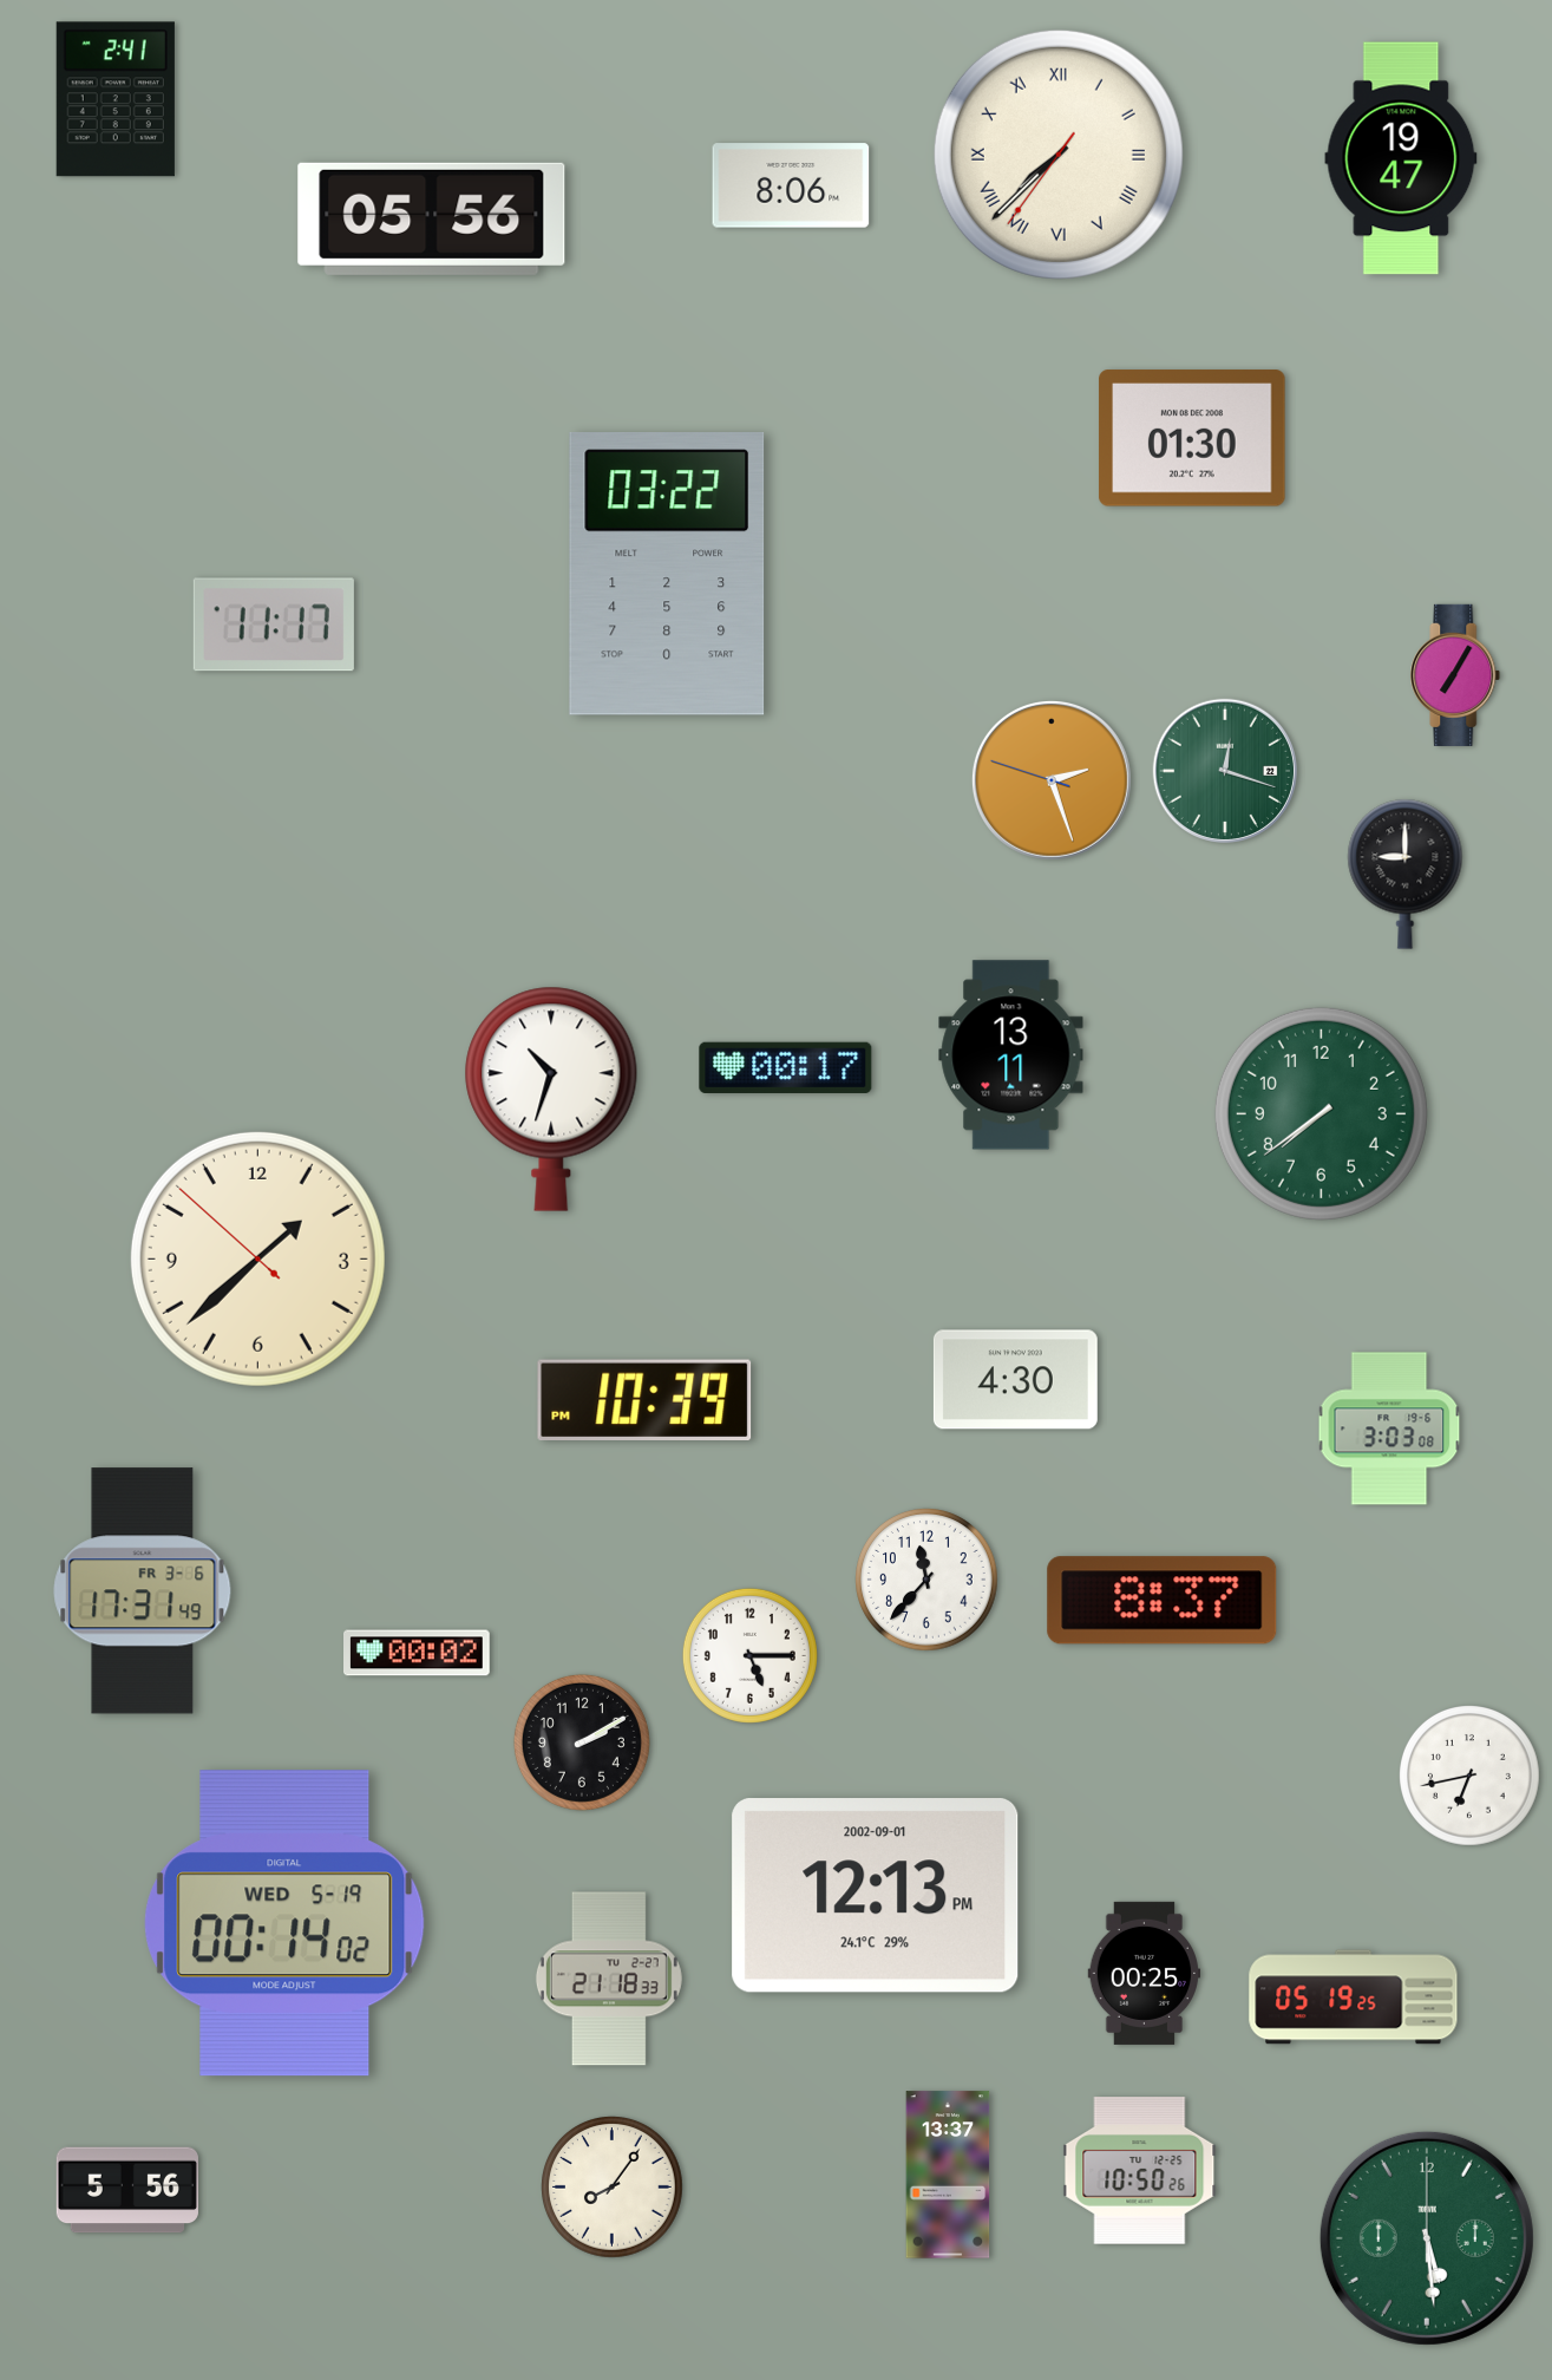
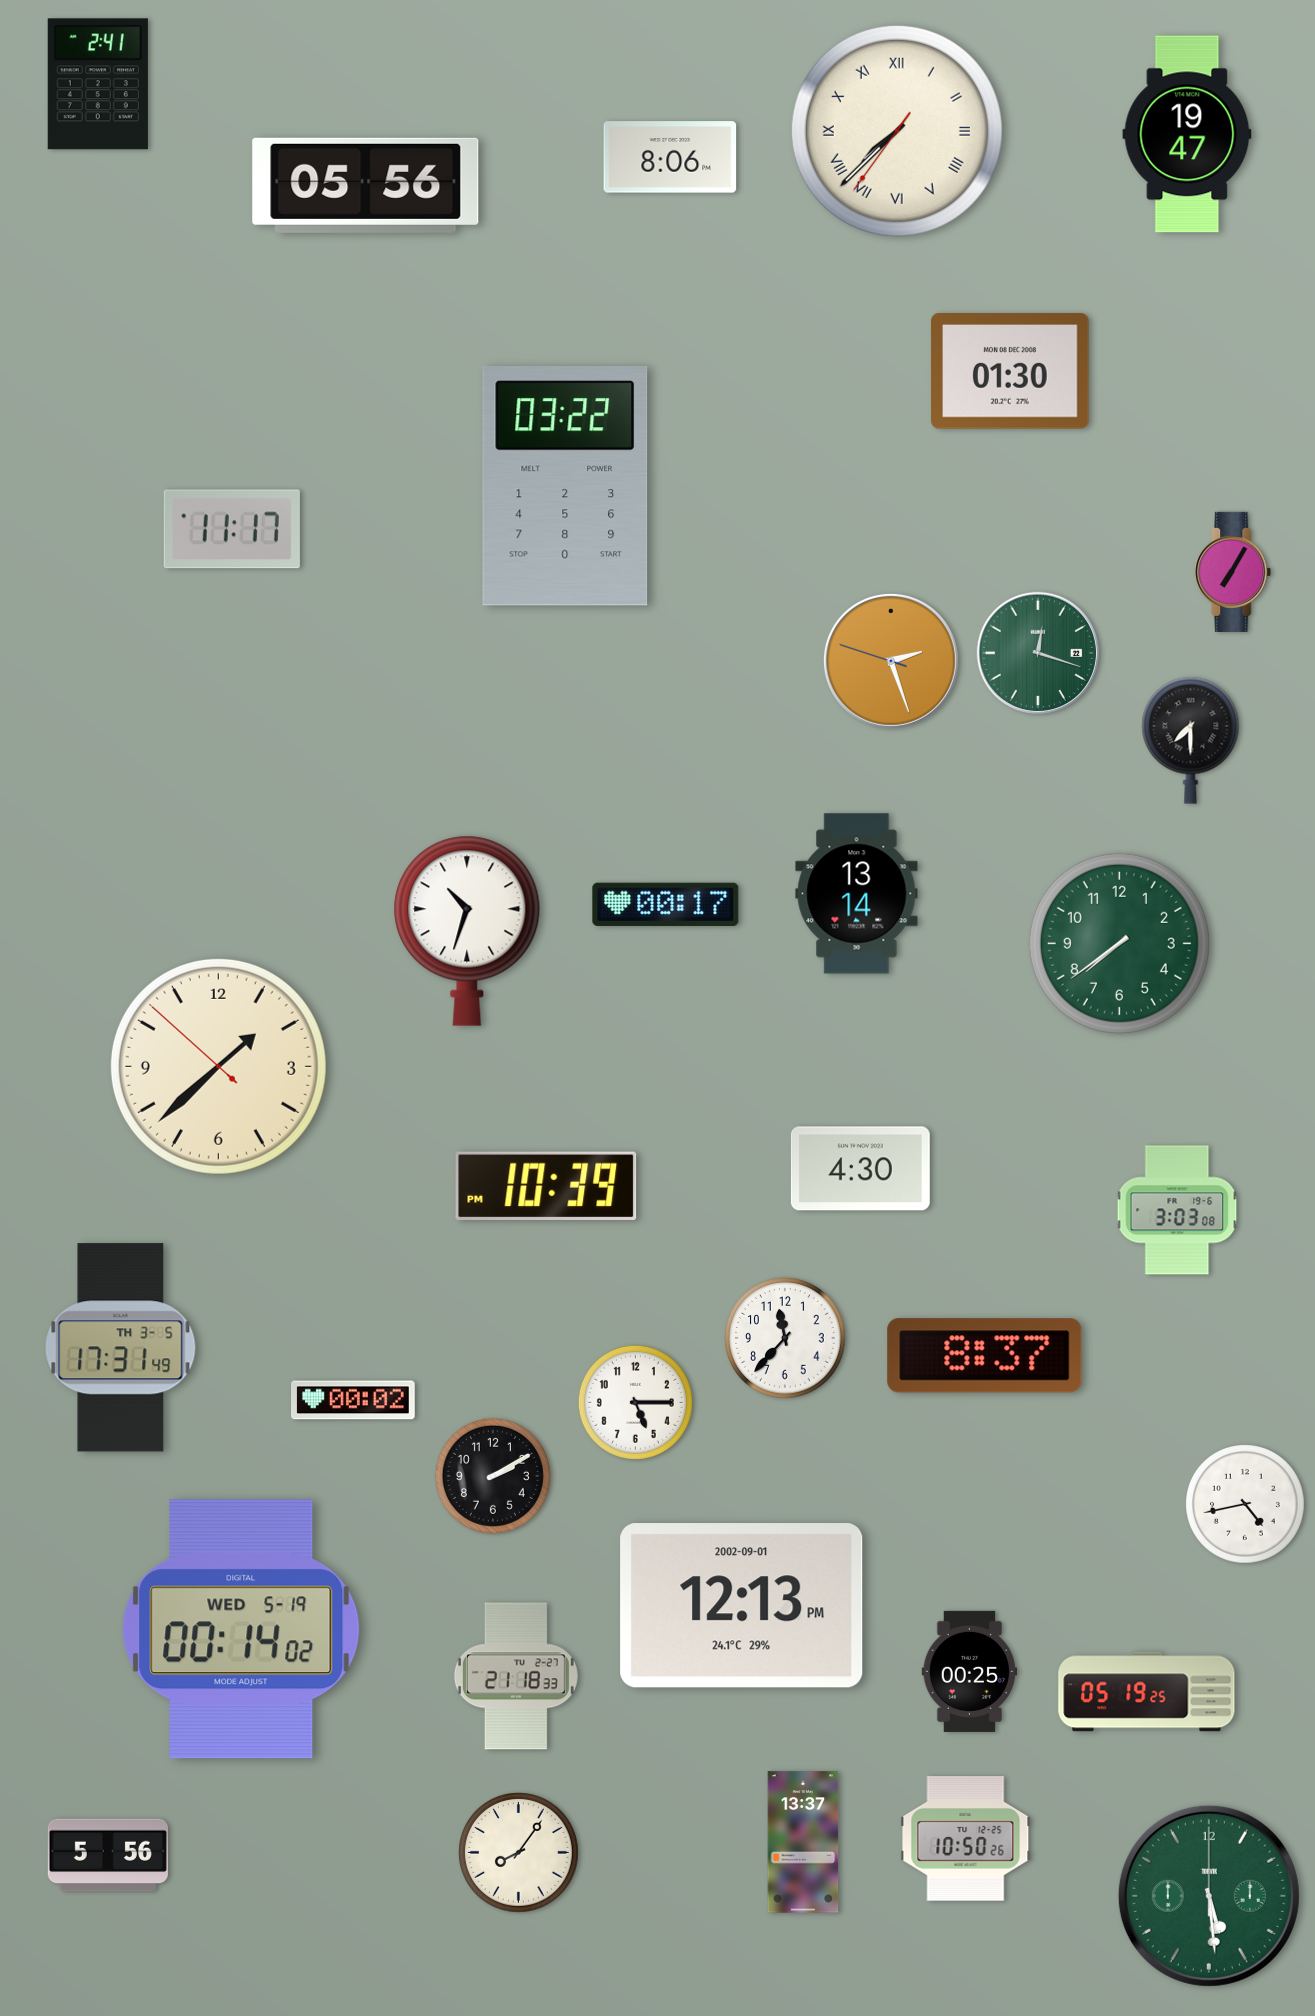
clock at (1406, 874): 9:00 -> 7:30
clock at (1011, 1055): 13:11 -> 13:14
clock at (143, 1591) date: FR 3-6 -> TH 3-5
clock at (1471, 1777): 6:43 -> 4:43
